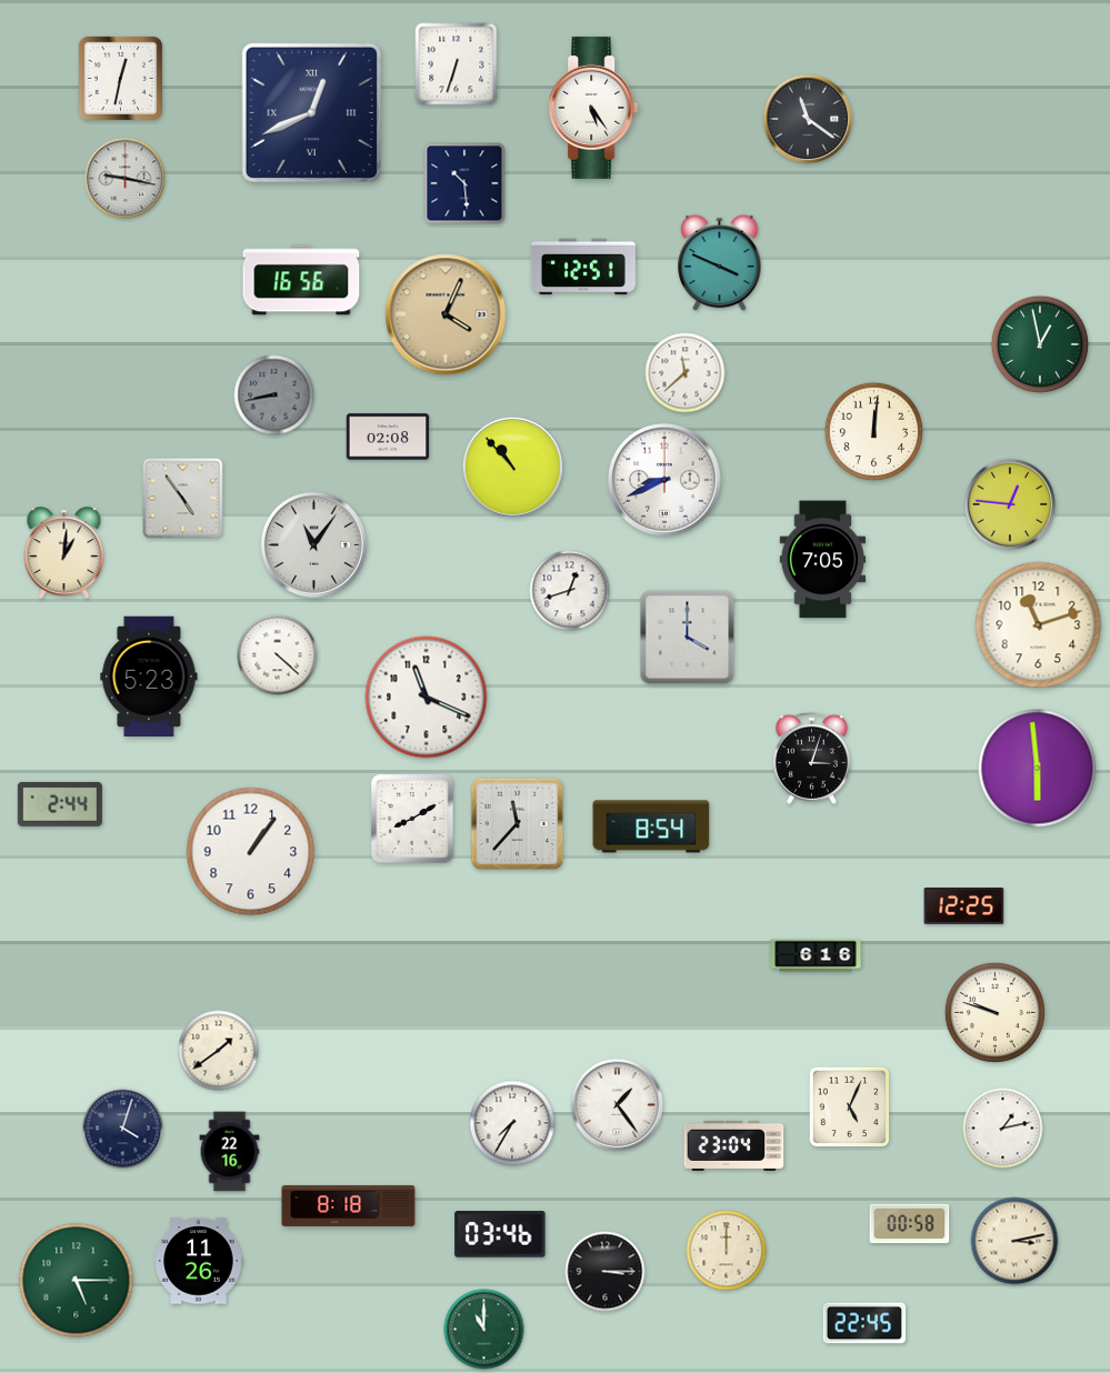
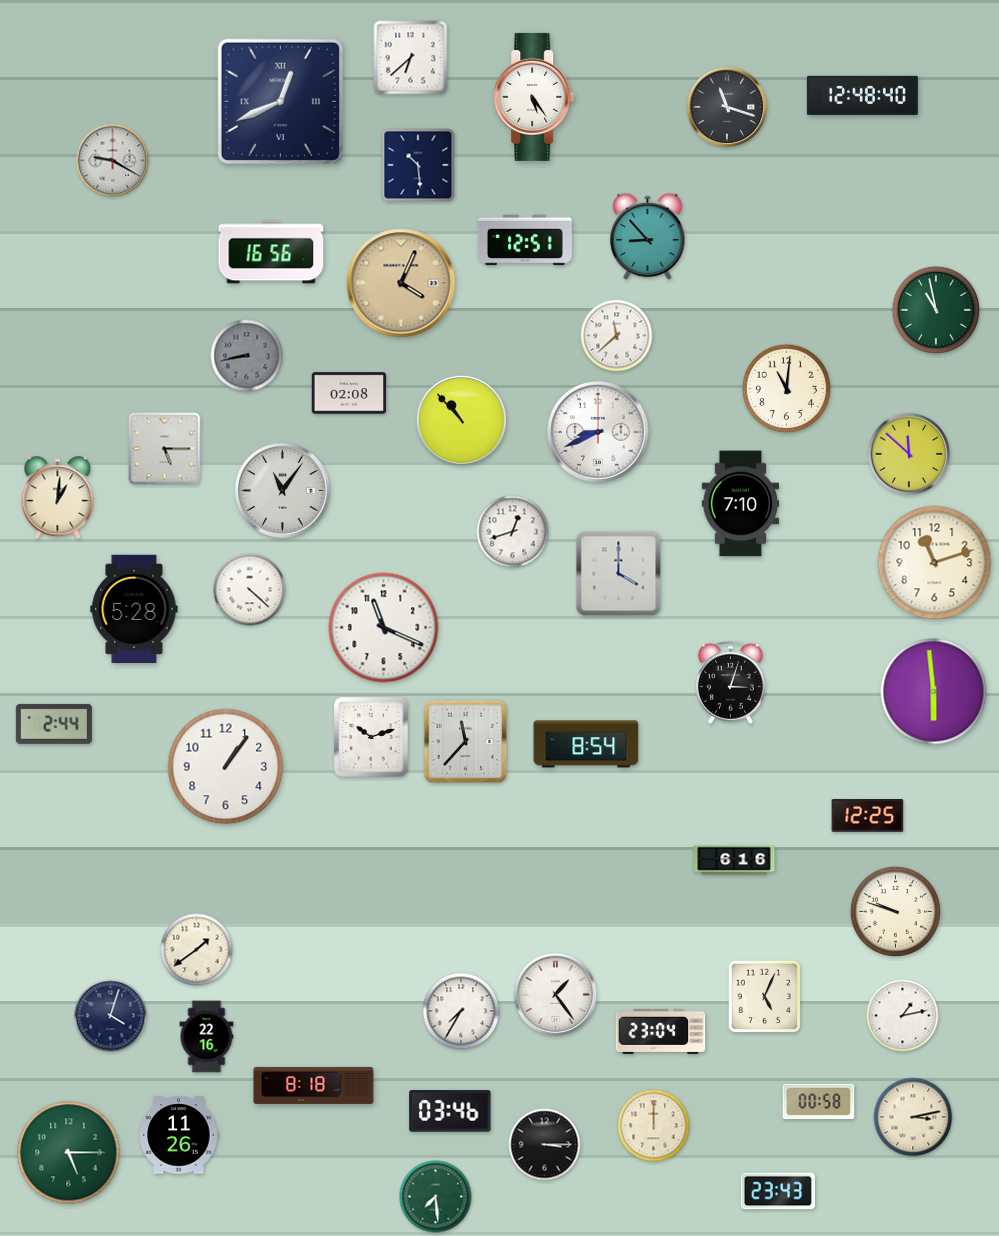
clock at (457, 64): 6:33 -> 6:38
clock at (120, 78): 12:32 -> none
clock at (862, 95): none -> 12:48
clock at (808, 119): 11:21 -> 11:18
clock at (126, 179): 9:17 -> 9:20
clock at (720, 263): 3:49 -> 8:53
clock at (1039, 343): 12:58 -> 10:58
clock at (873, 431): 12:01 -> 11:01
clock at (183, 499): 4:54 -> 5:15
clock at (1010, 504): 12:46 -> 11:52
clock at (823, 560): 7:05 -> 7:10
clock at (149, 677): 5:23 -> 5:28
clock at (412, 819): 8:10 -> 10:12
clock at (219, 1051) position: (219, 1051) -> (197, 950)
clock at (864, 1323): 22:45 -> 23:43
clock at (484, 1330): 11:00 -> 7:29
